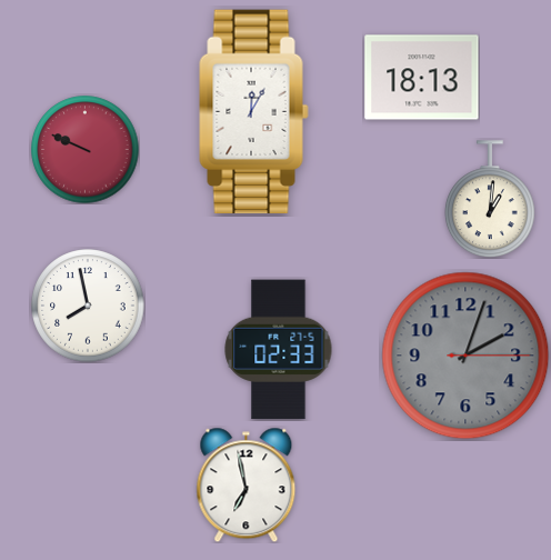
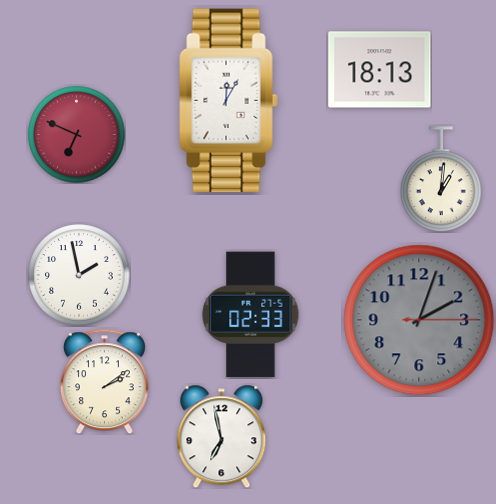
clock at (86, 150): 9:49 -> 6:49
clock at (88, 306): 7:58 -> 1:58
clock at (104, 381): none -> 2:09
